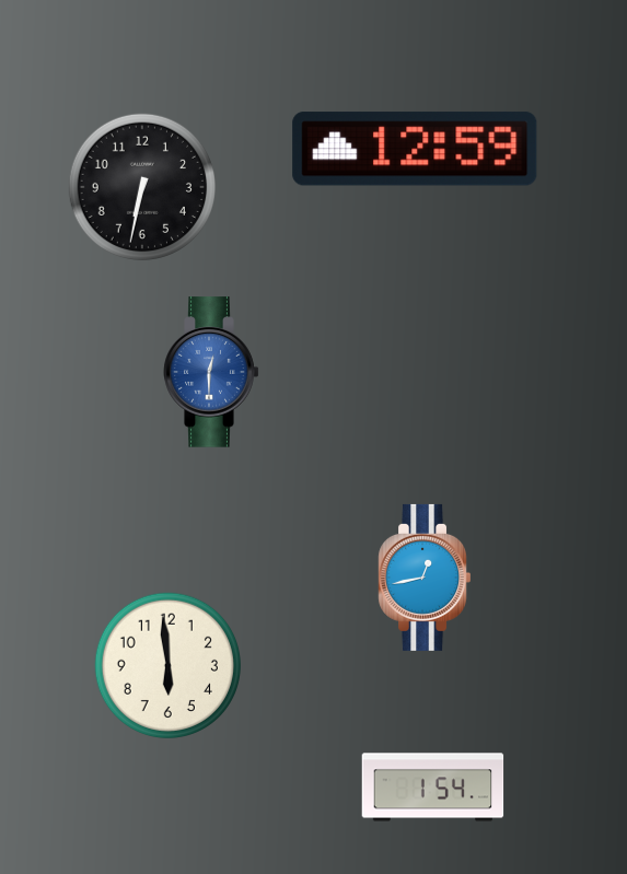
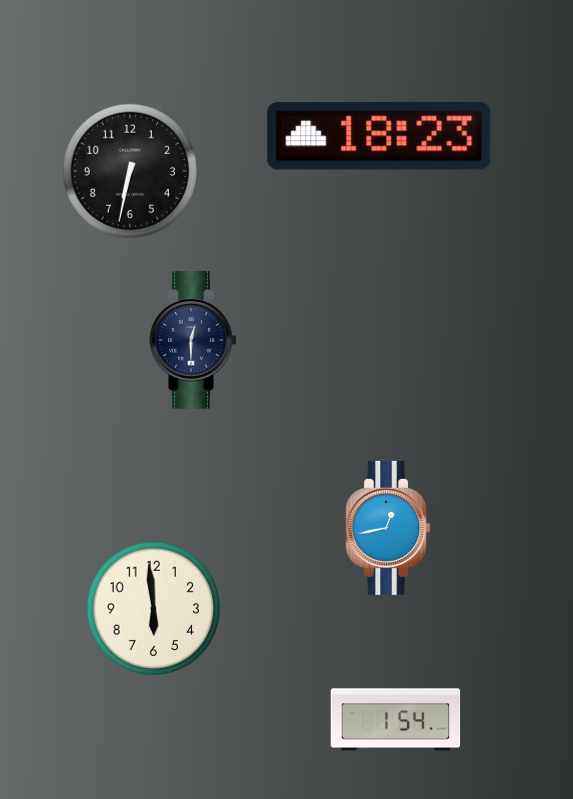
clock at (415, 149): 12:59 -> 18:23
clock at (211, 372) dial: blue -> navy
